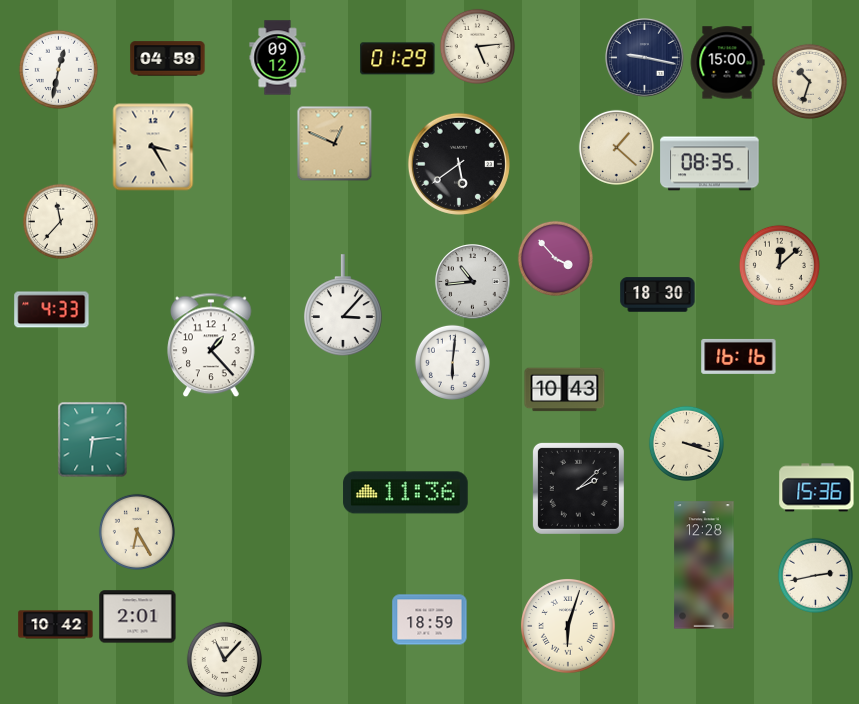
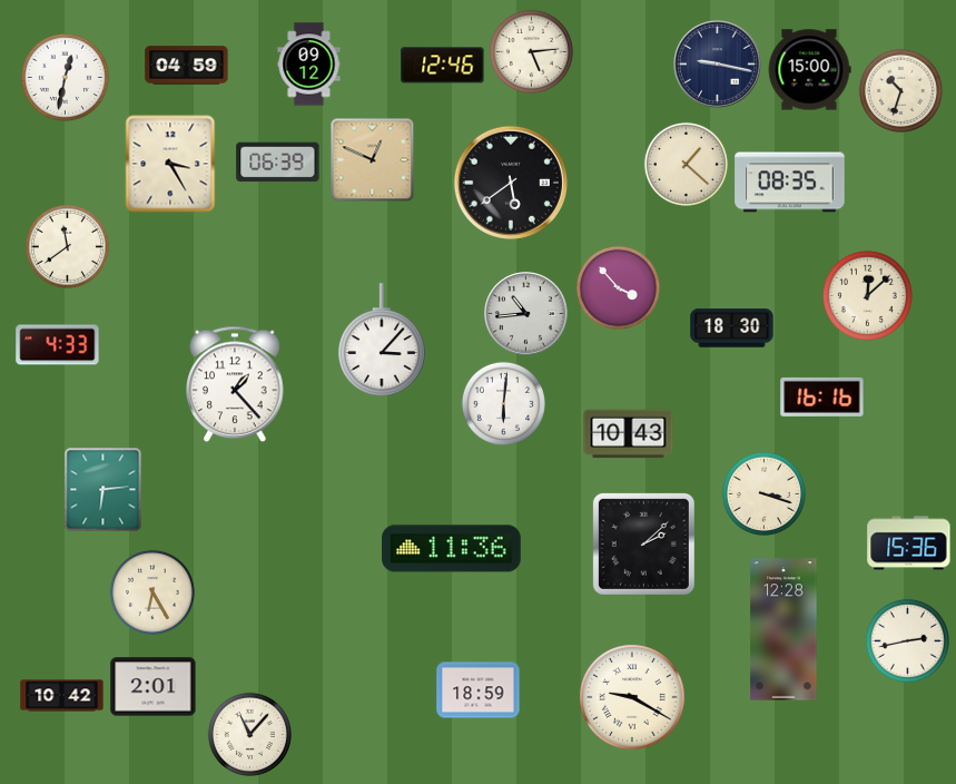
clock at (398, 59): 01:29 -> 12:46
clock at (278, 163): none -> 06:39
clock at (60, 221): 11:37 -> 11:39
clock at (569, 627): 6:03 -> 9:20
